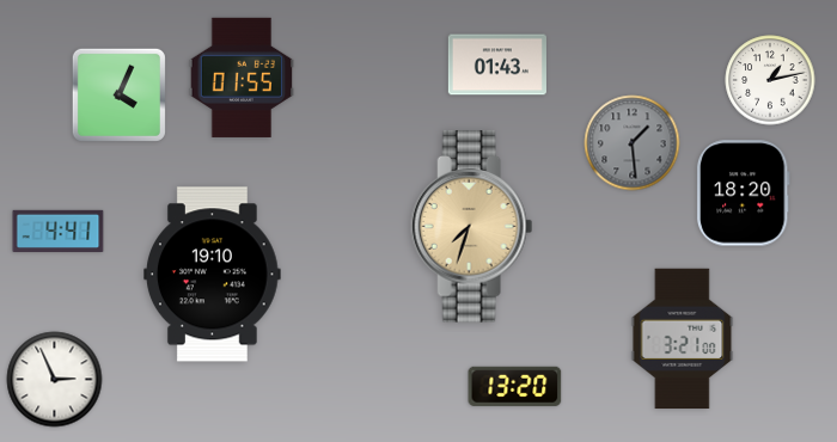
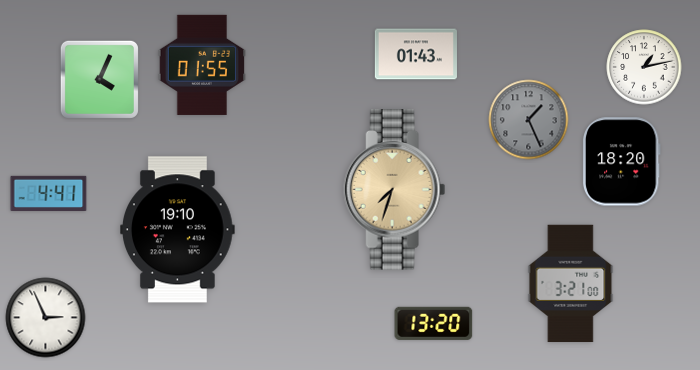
clock at (633, 143): 1:29 -> 1:26
clock at (515, 386) position: (515, 386) -> (434, 323)
